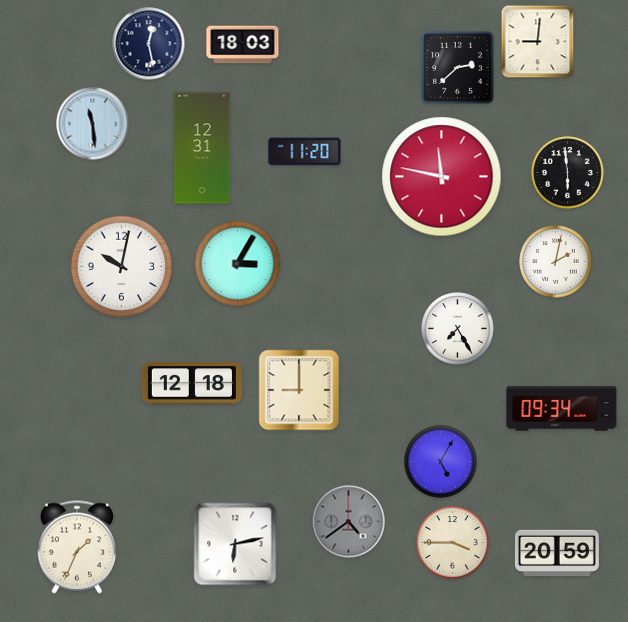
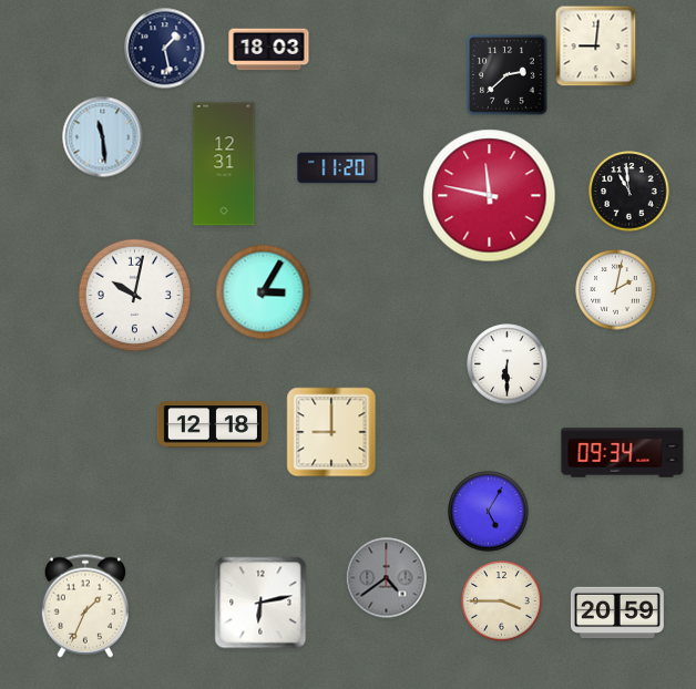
clock at (149, 44): 12:28 -> 1:28
clock at (568, 173): 5:59 -> 10:59
clock at (458, 329): 7:25 -> 6:30
